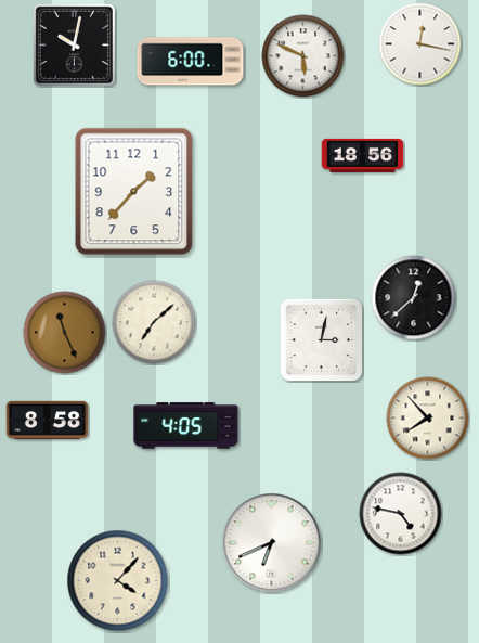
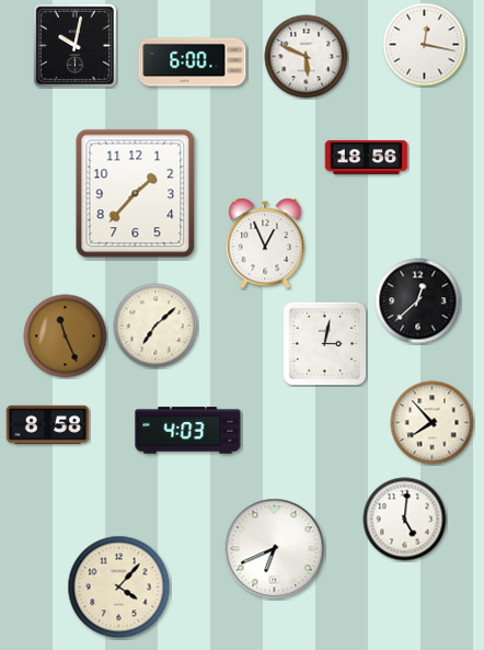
clock at (265, 243): none -> 12:56
clock at (186, 426): 4:05 -> 4:03
clock at (401, 514): 4:47 -> 5:01
